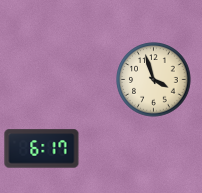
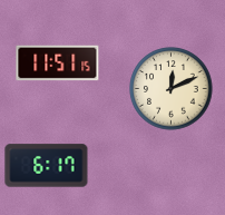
clock at (58, 63): none -> 11:51
clock at (154, 80): 3:57 -> 12:11
